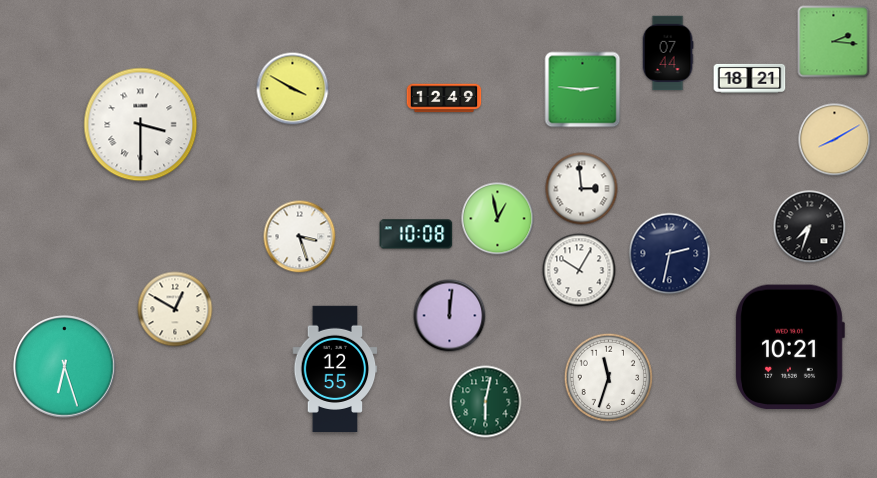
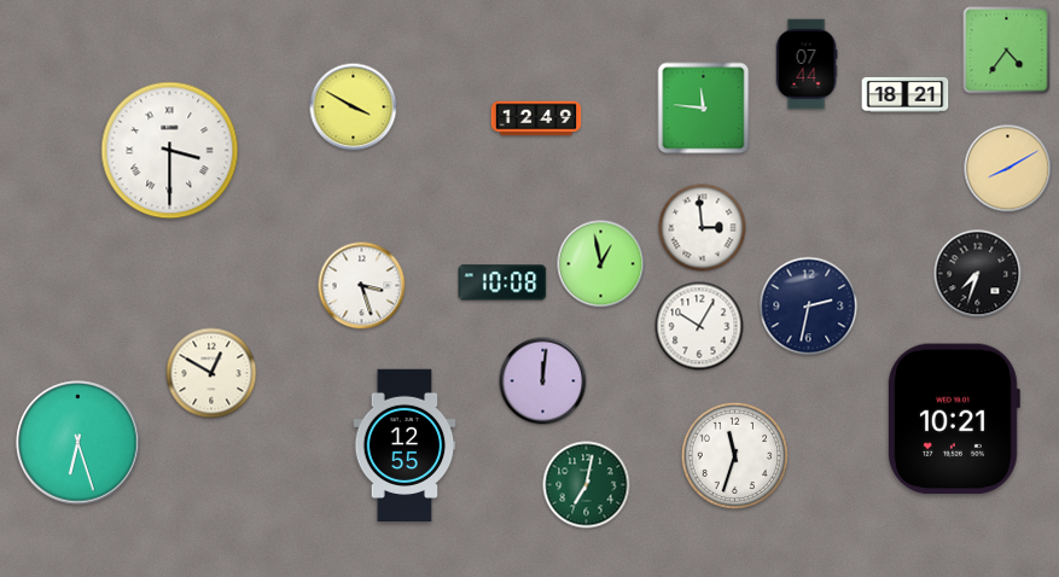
clock at (834, 42): 2:16 -> 4:36
clock at (583, 90): 2:46 -> 11:46
clock at (486, 402): 6:02 -> 7:02
